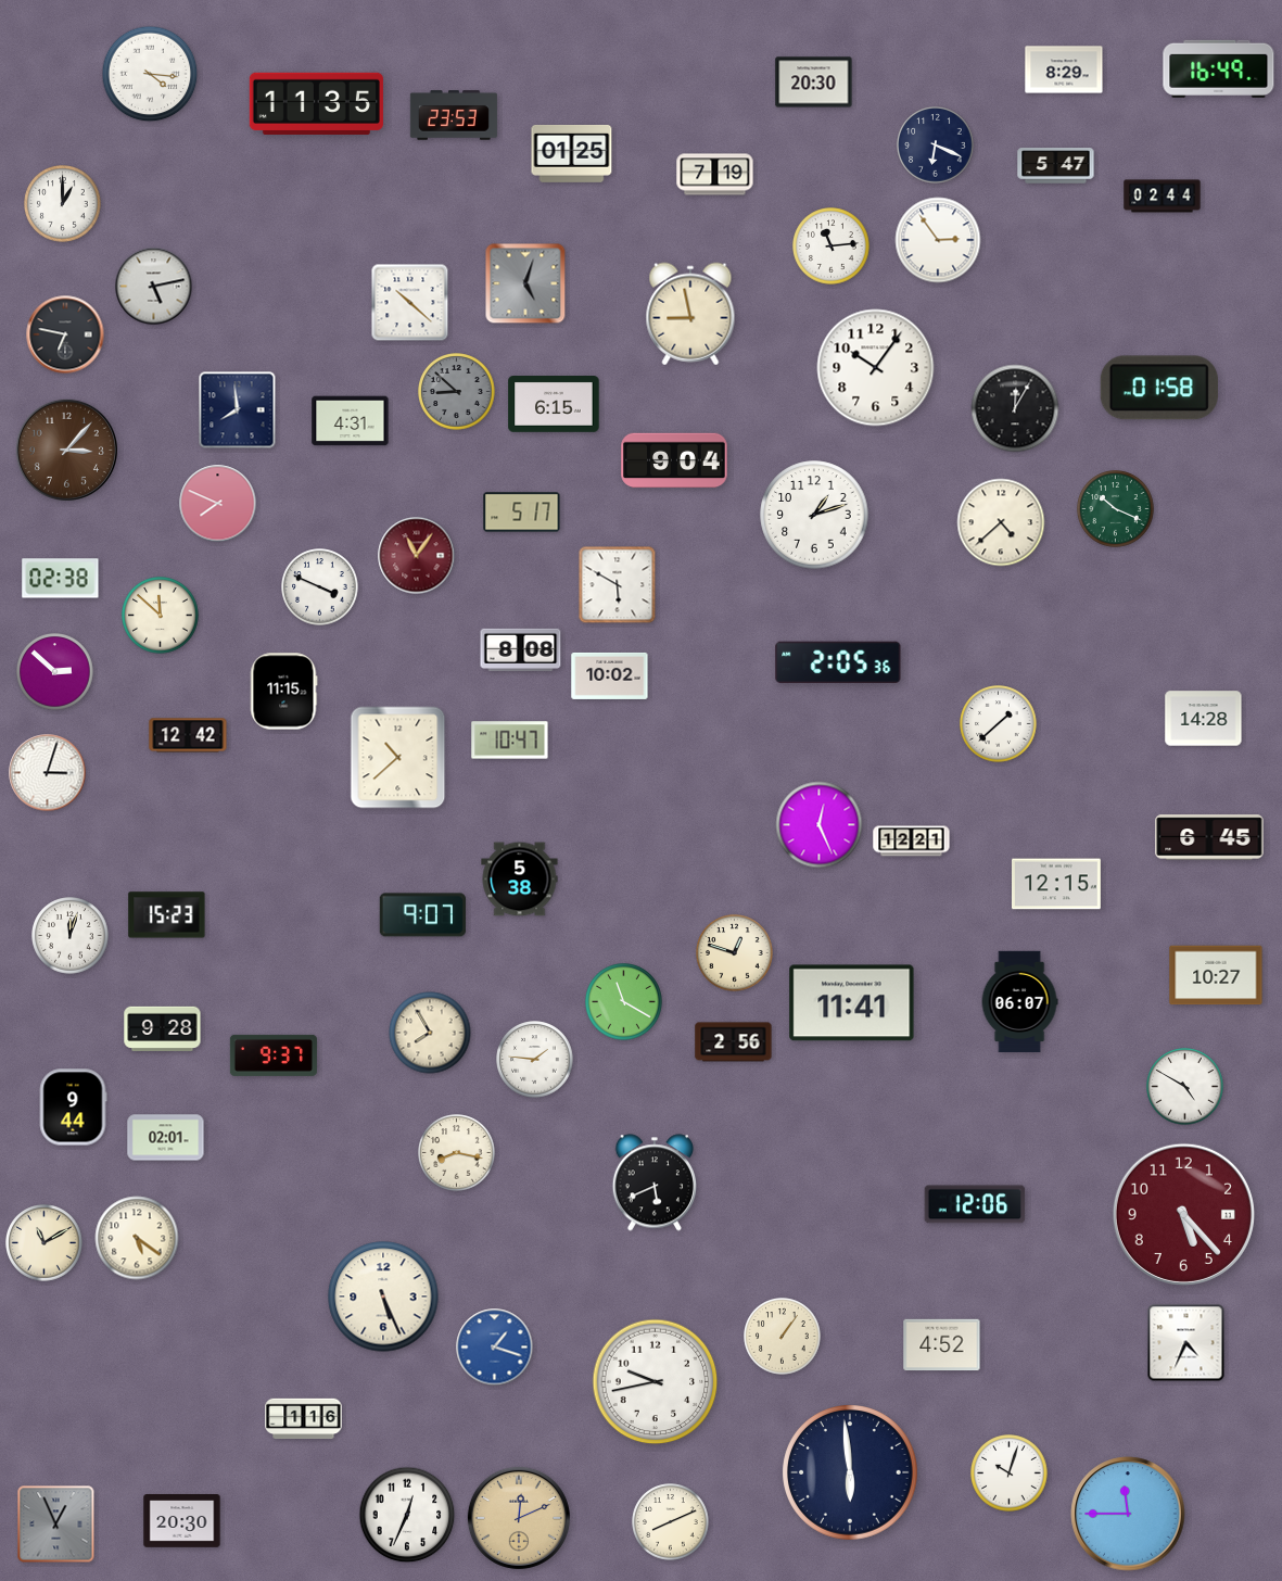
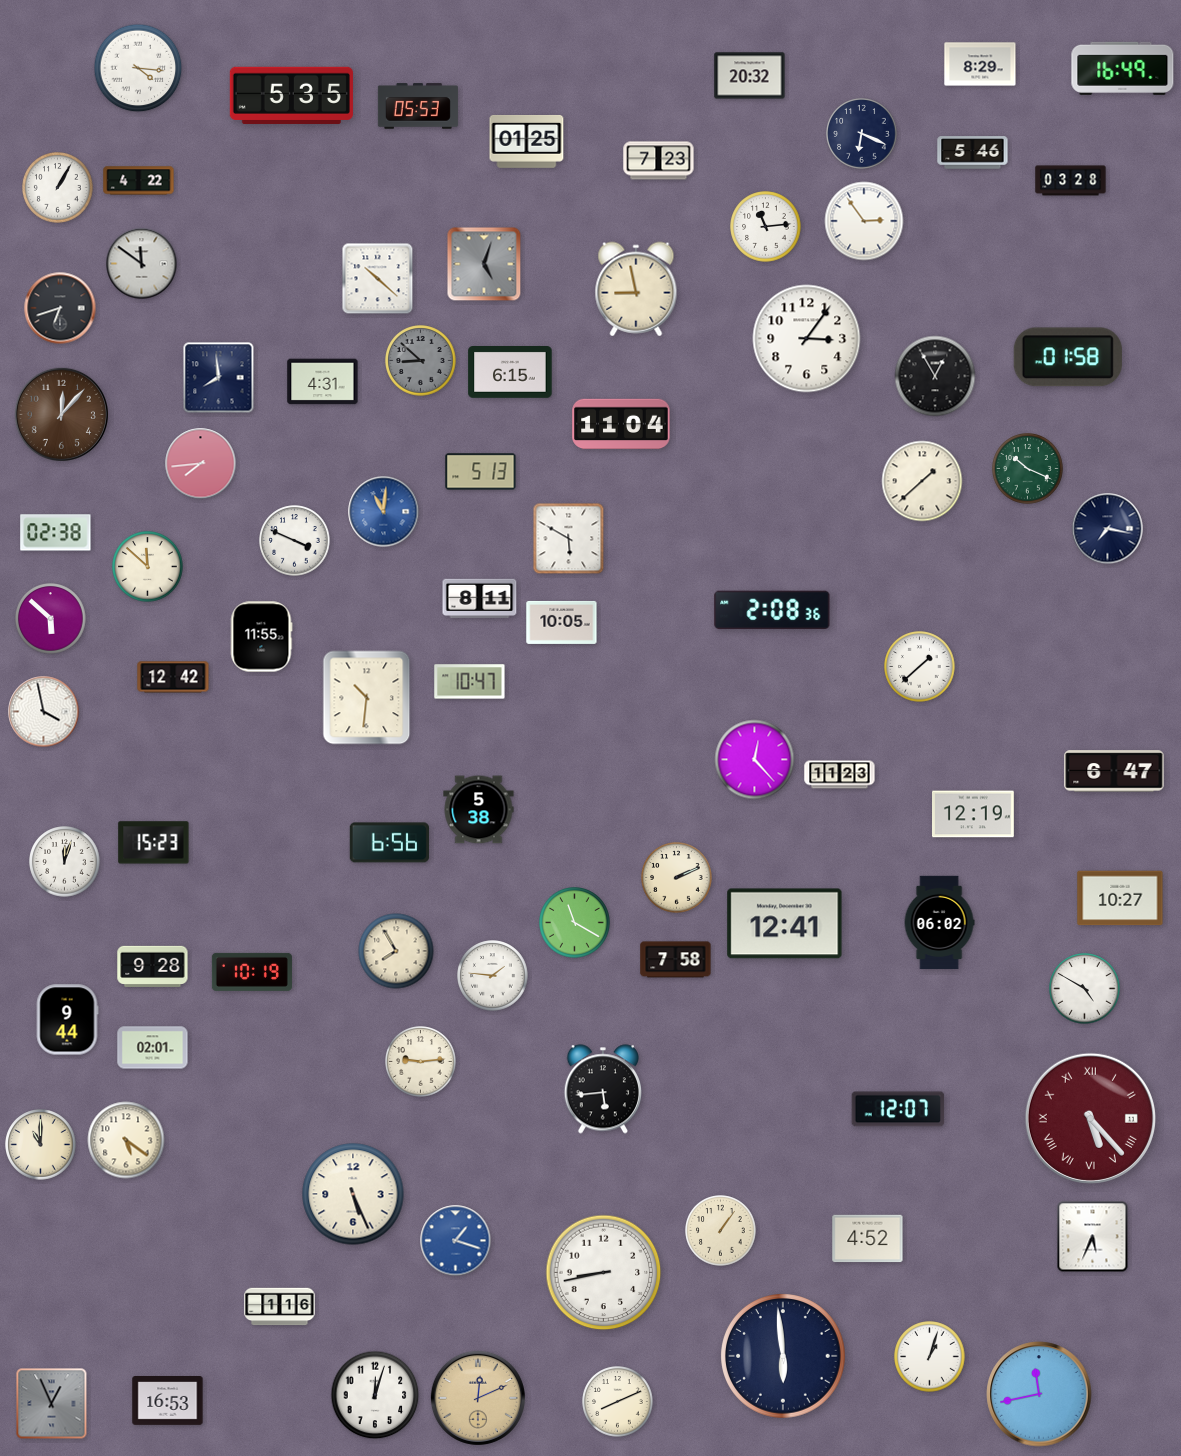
clock at (1219, 68) position: (1219, 68) -> (1123, 68)
clock at (814, 83): 20:30 -> 20:32
clock at (316, 103): 11:35 -> 5:35
clock at (454, 115): 23:53 -> 05:53
clock at (1056, 166): 5:47 -> 5:46
clock at (715, 175): 7:19 -> 7:23
clock at (139, 181): none -> 4:22
clock at (1163, 197): 02:44 -> 03:28
clock at (63, 204): 1:00 -> 1:05
clock at (525, 283) position: (525, 283) -> (484, 264)
clock at (154, 287): 5:13 -> 11:51
clock at (65, 334): 6:47 -> 6:42
clock at (876, 368): 10:06 -> 3:06
clock at (1015, 408): 12:05 -> 12:55
clock at (351, 421) position: (351, 421) -> (323, 382)
clock at (66, 450): 3:07 -> 12:07
clock at (674, 460): 9:04 -> 11:04
clock at (218, 504): 7:49 -> 7:44
clock at (522, 513): 5:17 -> 5:13
clock at (814, 515): 1:12 -> none
clock at (1001, 522): 4:38 -> 1:38
clock at (417, 556): 11:06 -> 11:01
clock at (417, 556) dial: burgundy -> blue
clock at (1108, 529): none -> 7:17
clock at (521, 649): 8:08 -> 8:11
clock at (838, 661): 2:05 -> 2:08
clock at (55, 672): 2:52 -> 5:52
clock at (610, 675): 10:02 -> 10:05
clock at (283, 692): 11:15 -> 11:55
clock at (1204, 719): 14:28 -> none
clock at (398, 758): 10:38 -> 10:31
clock at (48, 773): 3:03 -> 3:58
clock at (820, 825): 12:26 -> 12:23
clock at (1209, 837): 6:45 -> 6:47
clock at (912, 842): 12:21 -> 11:23
clock at (1057, 884): 12:15 -> 12:19
clock at (422, 915): 9:07 -> 6:56
clock at (735, 953): 12:48 -> 2:11
clock at (1019, 1002): 06:07 -> 06:02
clock at (852, 1003): 11:41 -> 12:41
clock at (163, 1028) position: (163, 1028) -> (153, 966)
clock at (734, 1042): 2:56 -> 7:58
clock at (274, 1055): 9:37 -> 10:19
clock at (1185, 1087) position: (1185, 1087) -> (1085, 989)
clock at (457, 1153): 8:17 -> 9:14
clock at (653, 1182): 5:41 -> 5:44
clock at (975, 1204): 12:06 -> 12:07
clock at (1183, 1214) numerals: Arabic -> Roman
clock at (45, 1243): 11:10 -> 11:00
clock at (1186, 1343): 4:34 -> 5:34
clock at (656, 1382): 9:43 -> 8:43
clock at (1010, 1474): 10:03 -> 1:03
clock at (1128, 1514): 11:45 -> 11:43
clock at (407, 1515): 12:34 -> 12:03
clock at (182, 1521): 20:30 -> 16:53
